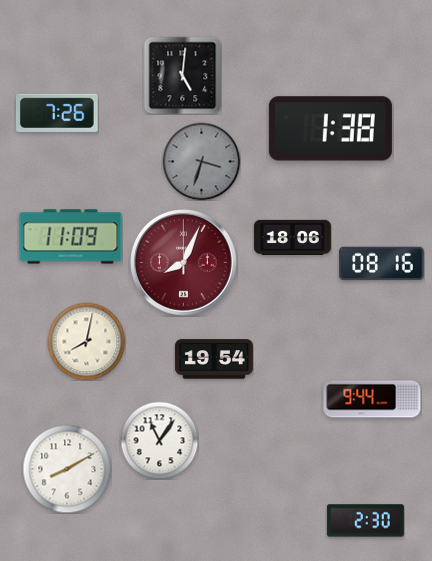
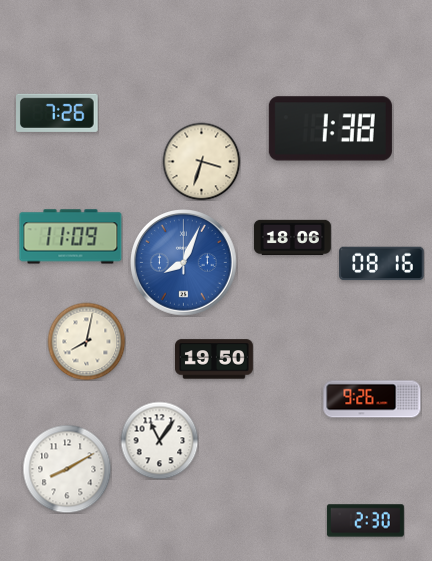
clock at (182, 75): 5:01 -> none
clock at (201, 161) dial: grey -> cream
clock at (184, 263) dial: burgundy -> blue
clock at (214, 359): 19:54 -> 19:50
clock at (372, 399): 9:44 -> 9:26
